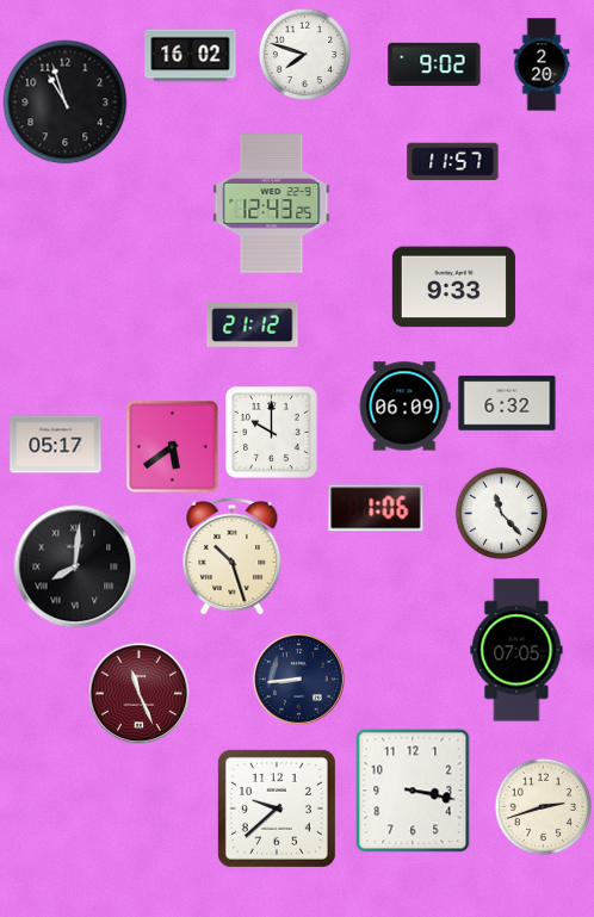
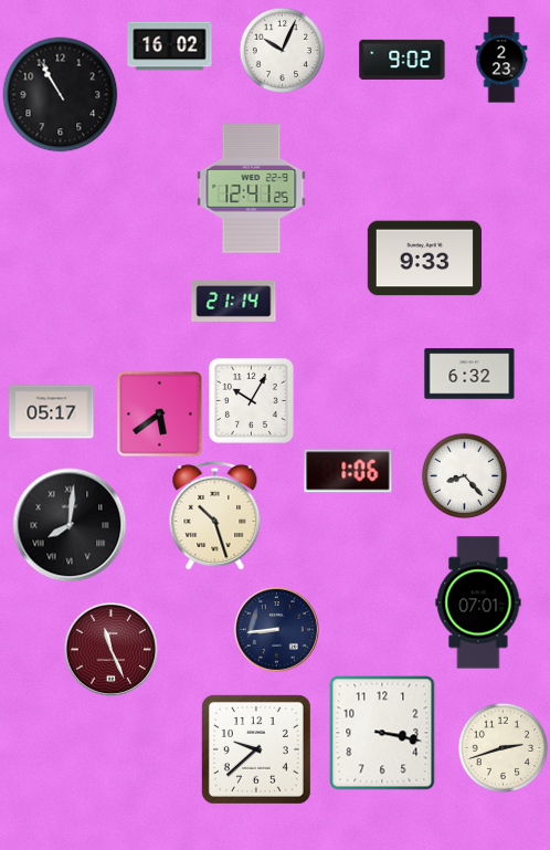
clock at (304, 54): 7:48 -> 10:04
clock at (191, 56) position: (191, 56) -> (170, 46)
clock at (542, 64): 2:20 -> 2:23
clock at (66, 103): 10:57 -> 10:55
clock at (453, 162): 11:57 -> none
clock at (272, 204): 12:43 -> 12:41
clock at (453, 287) position: (453, 287) -> (424, 259)
clock at (253, 324): 21:12 -> 21:14
clock at (404, 407): 06:09 -> none
clock at (271, 432): 10:00 -> 10:05
clock at (501, 513): 11:23 -> 8:23
clock at (516, 650): 07:05 -> 07:01
clock at (138, 693) position: (138, 693) -> (110, 649)
